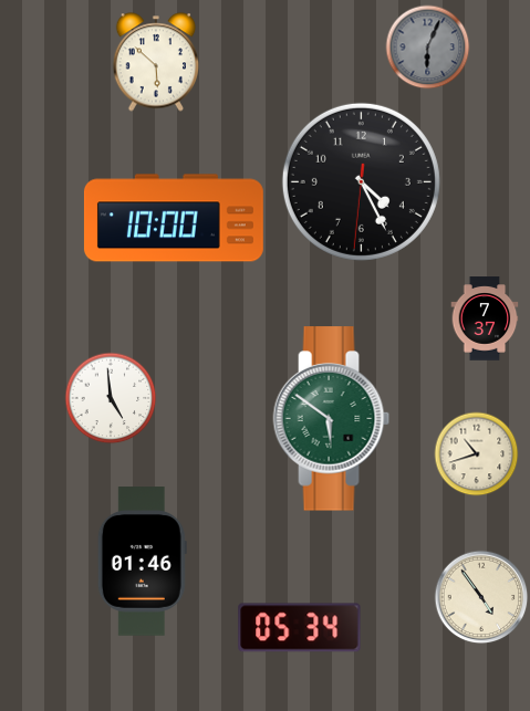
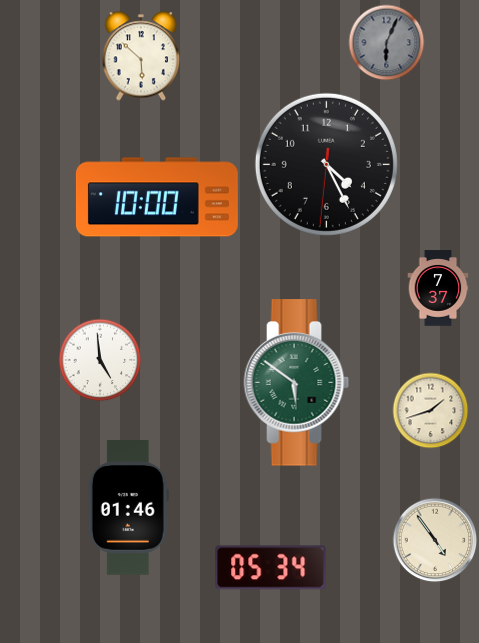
clock at (332, 419) position: (332, 419) -> (297, 383)
clock at (477, 454): 10:42 -> 1:42
